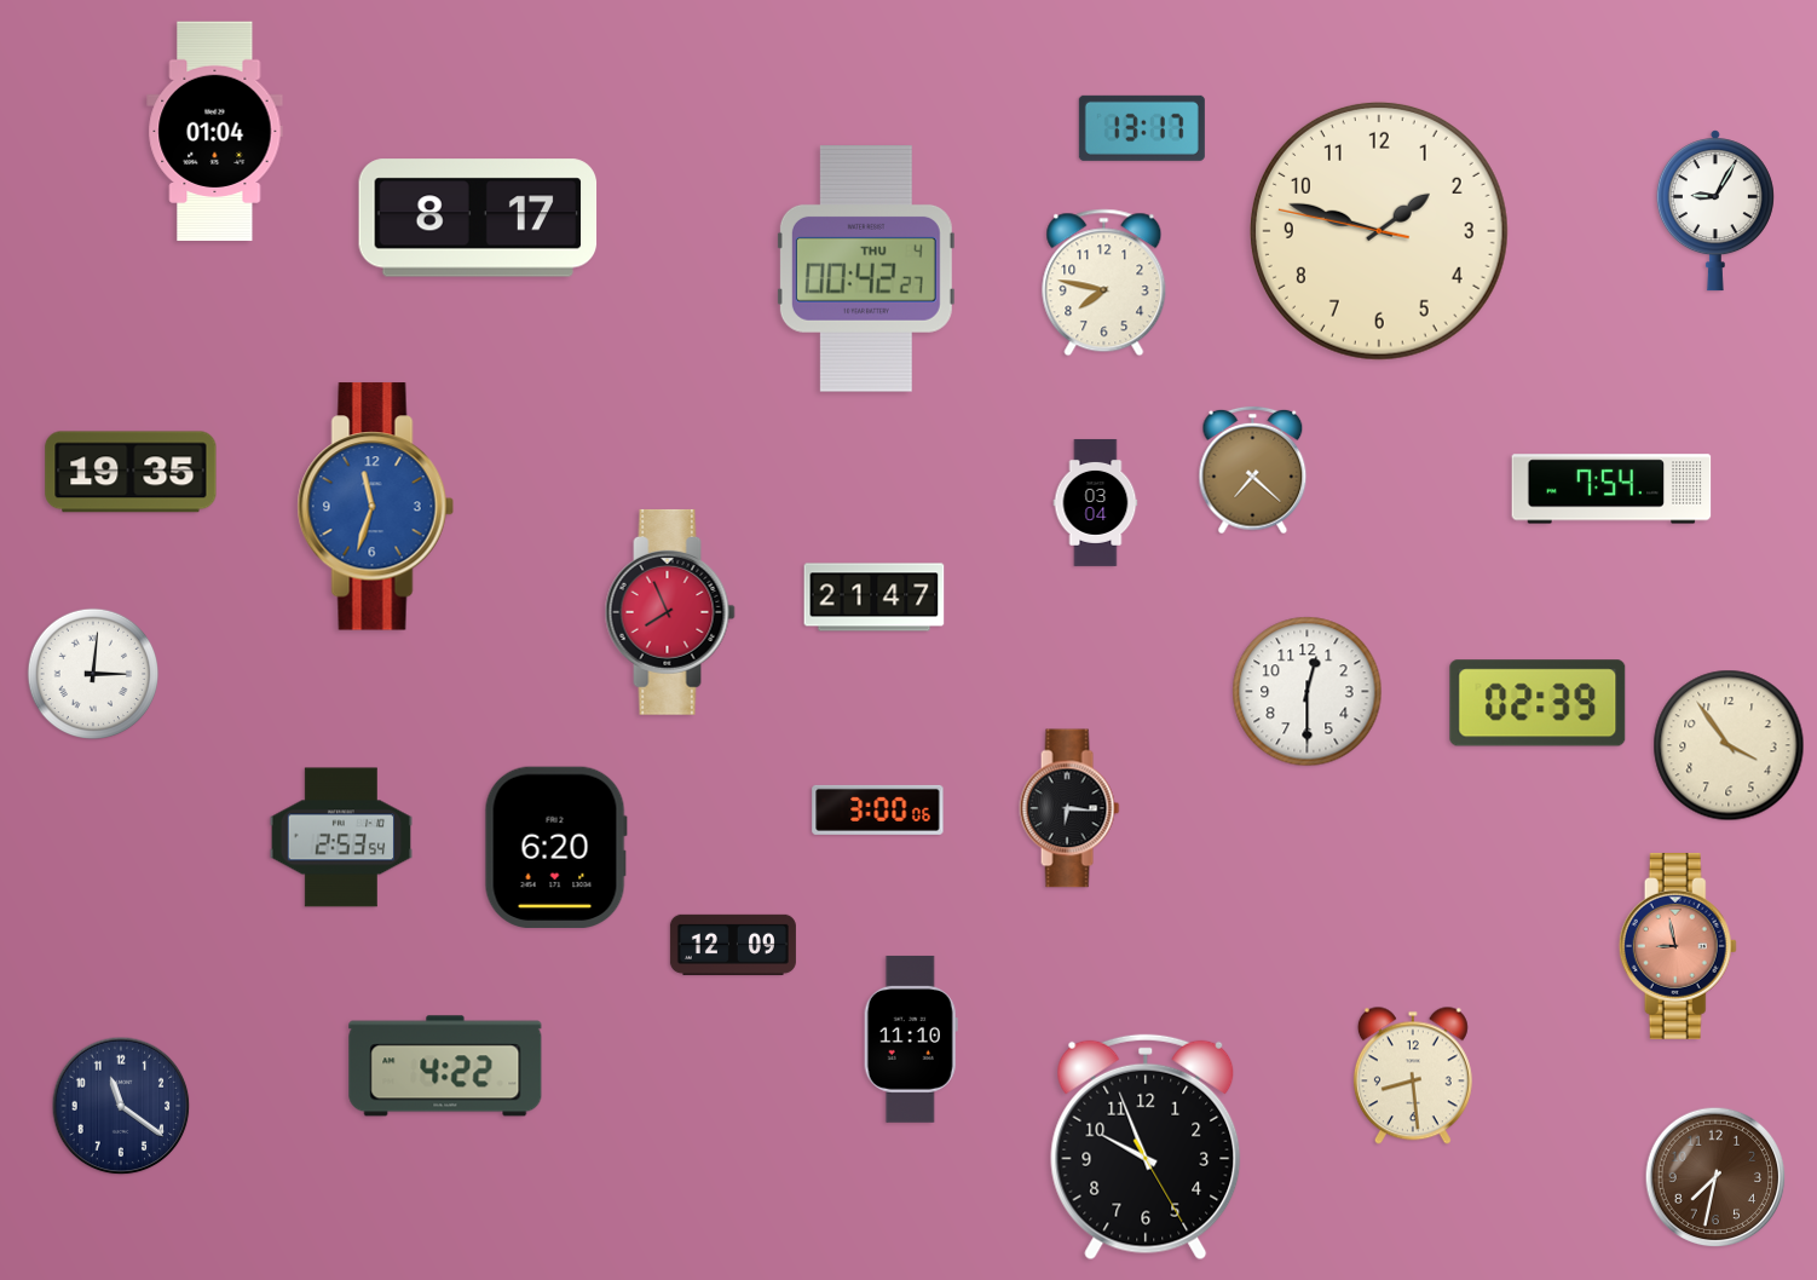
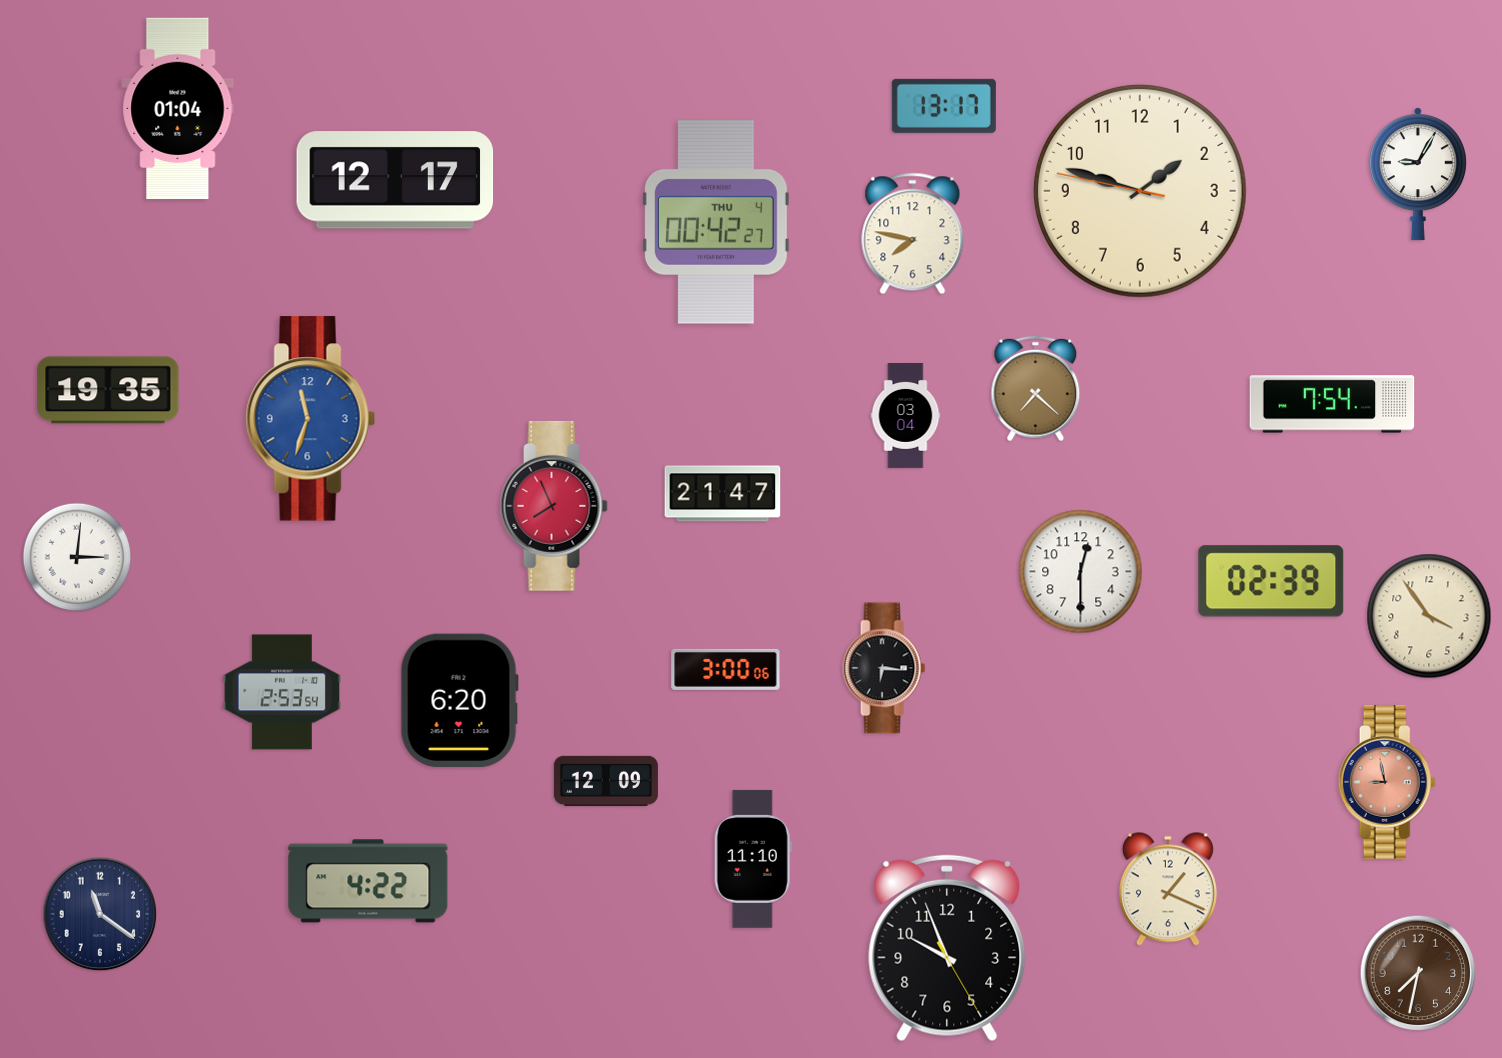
clock at (478, 218): 8:17 -> 12:17
clock at (1413, 1076): 8:29 -> 1:19
